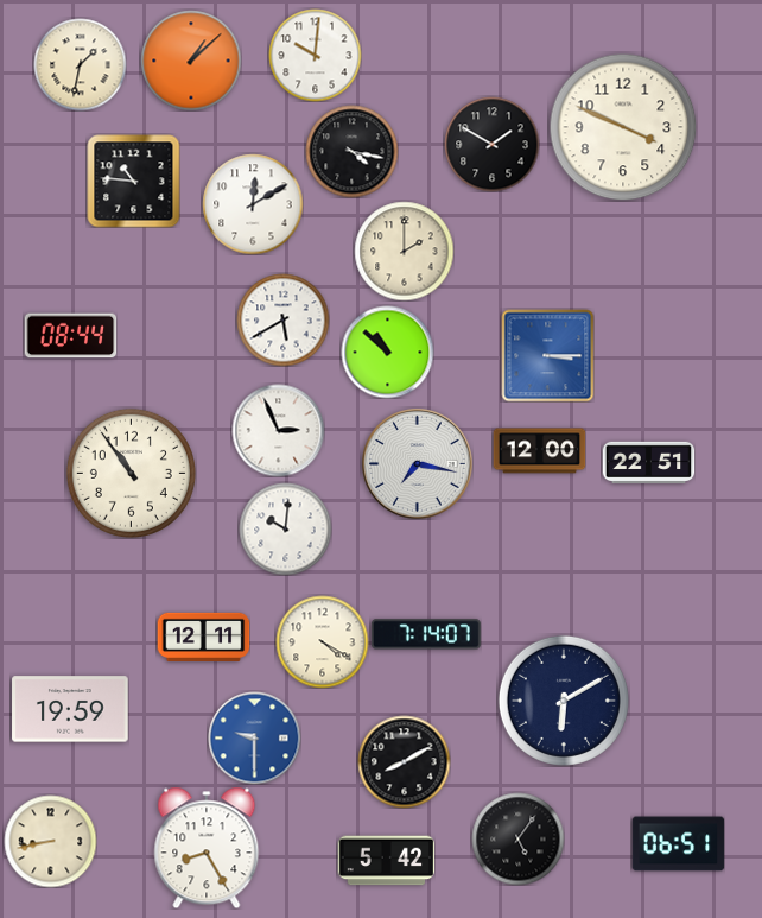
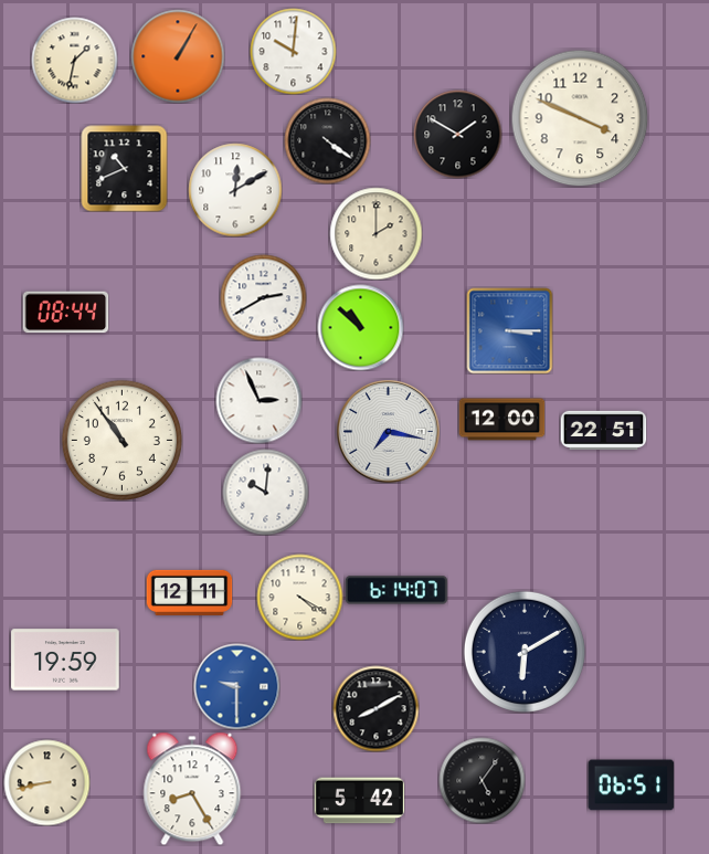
clock at (191, 61): 1:08 -> 1:05
clock at (351, 151): 4:17 -> 4:21
clock at (133, 181): 10:46 -> 10:41
clock at (282, 319): 5:40 -> 2:40
clock at (426, 634): 7:14 -> 6:14
